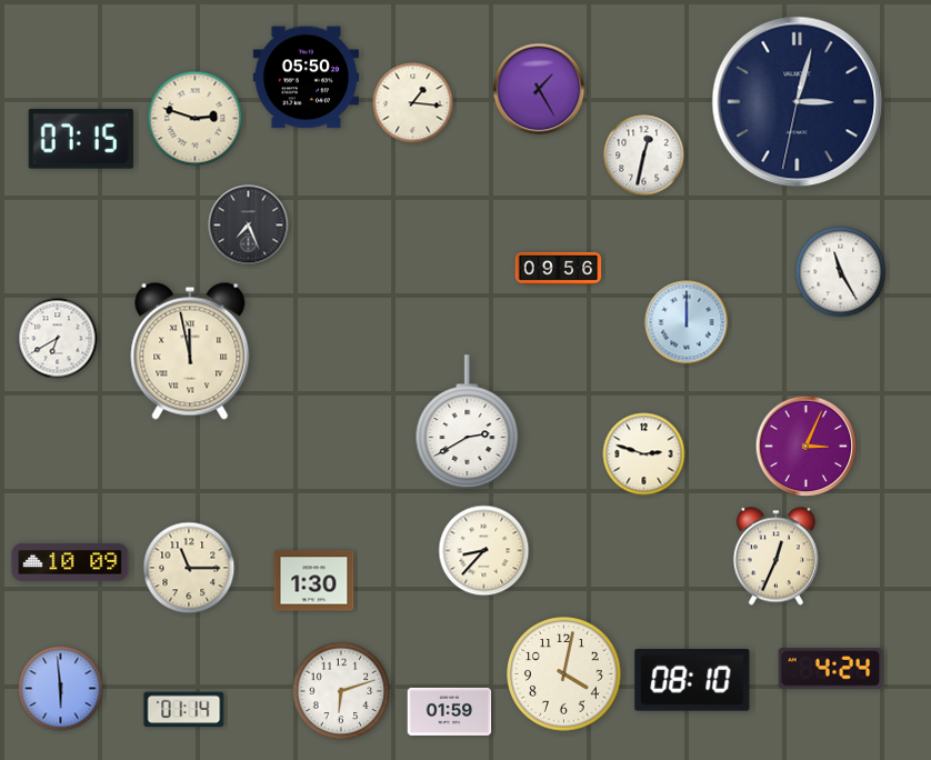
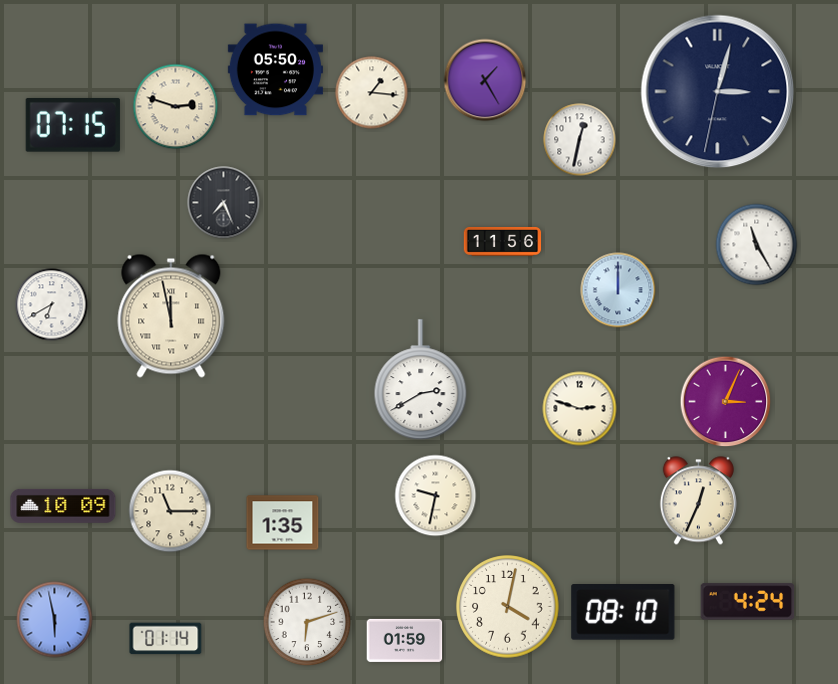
clock at (559, 268): 09:56 -> 11:56
clock at (484, 551): 8:37 -> 9:32
clock at (314, 581): 1:30 -> 1:35
clock at (61, 689): 5:59 -> 5:58
